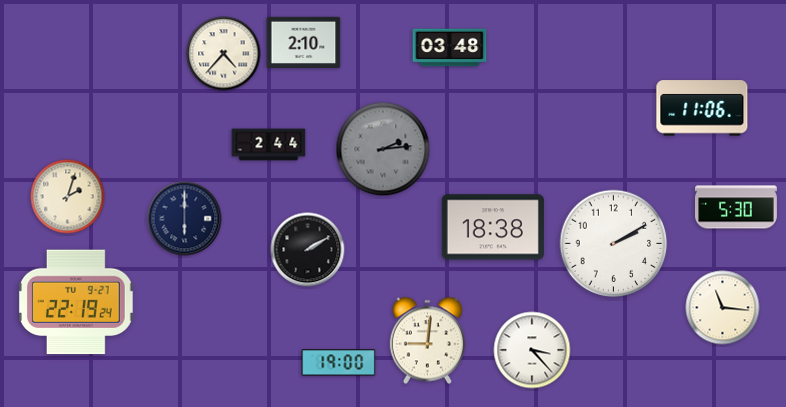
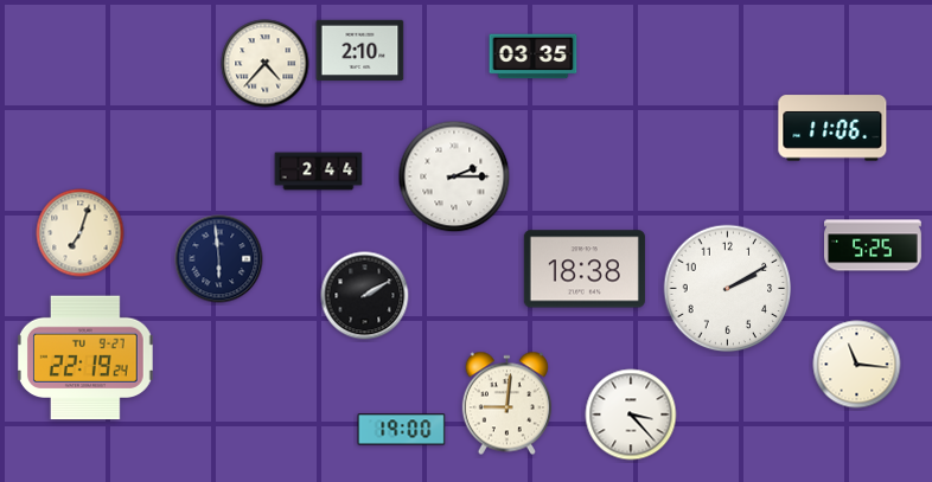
clock at (450, 48): 03:48 -> 03:35
clock at (383, 149): 2:14 -> 2:15
clock at (383, 149) dial: grey -> white
clock at (68, 197): 2:03 -> 7:03
clock at (737, 207): 5:30 -> 5:25
clock at (185, 219): 6:00 -> 5:59
clock at (76, 302) position: (76, 302) -> (85, 358)
